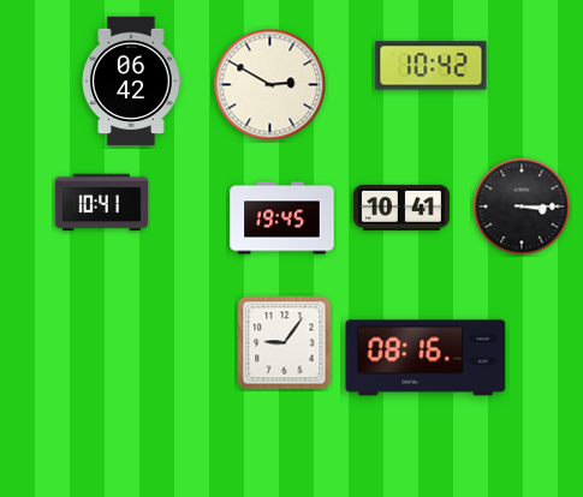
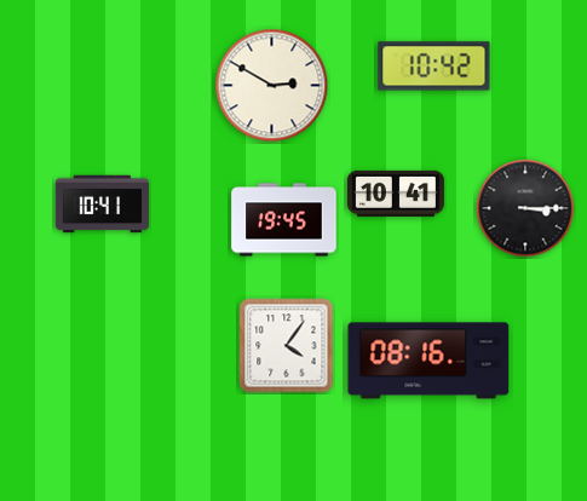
clock at (131, 82): 06:42 -> none
clock at (401, 208) position: (401, 208) -> (396, 194)
clock at (285, 343): 9:06 -> 4:06
